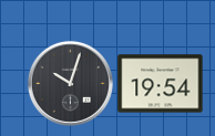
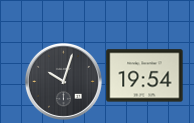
clock at (70, 83) position: (70, 83) -> (63, 81)
